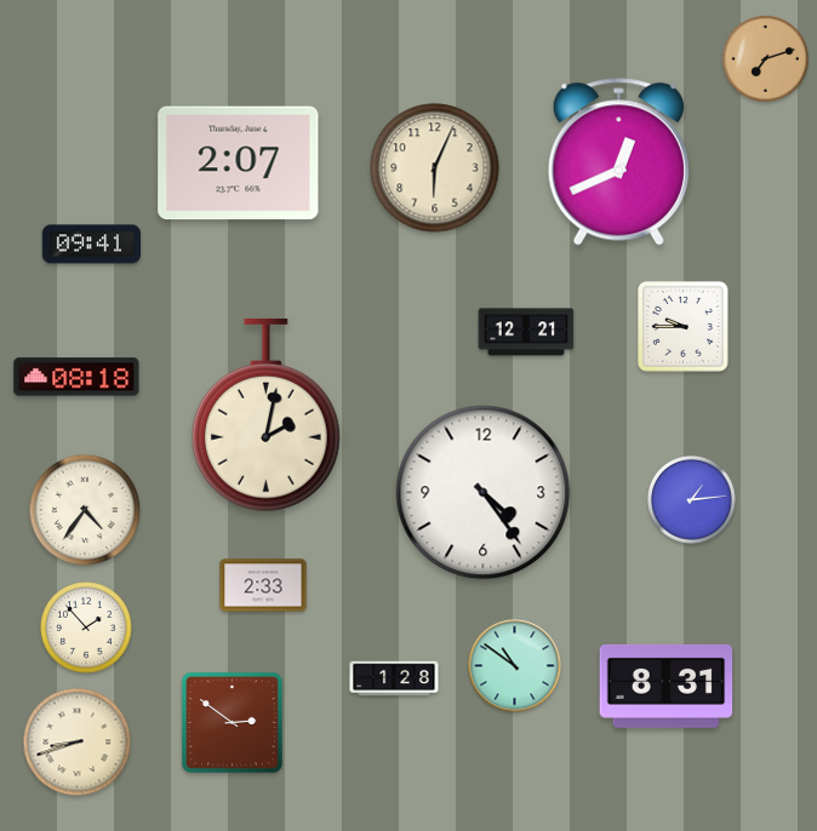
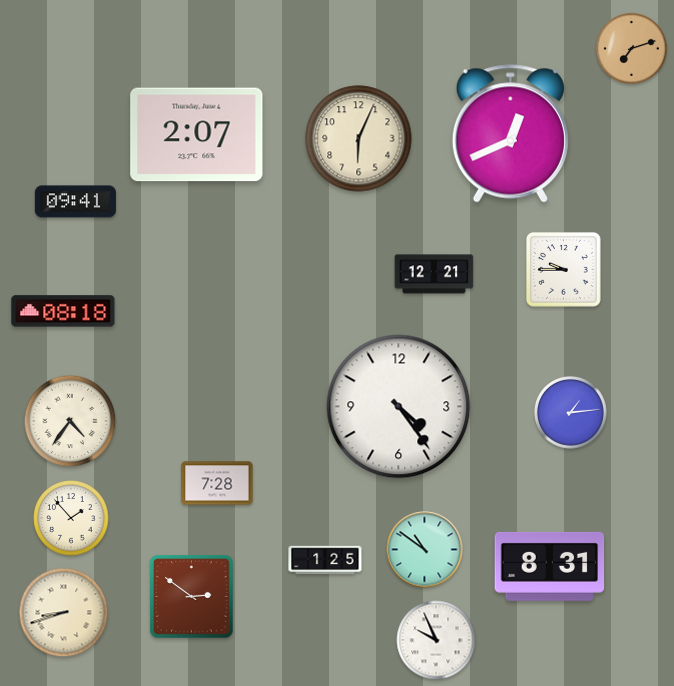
clock at (265, 415): 2:02 -> none
clock at (263, 585): 2:33 -> 7:28
clock at (394, 678): 1:28 -> 1:25
clock at (436, 640): none -> 9:56
